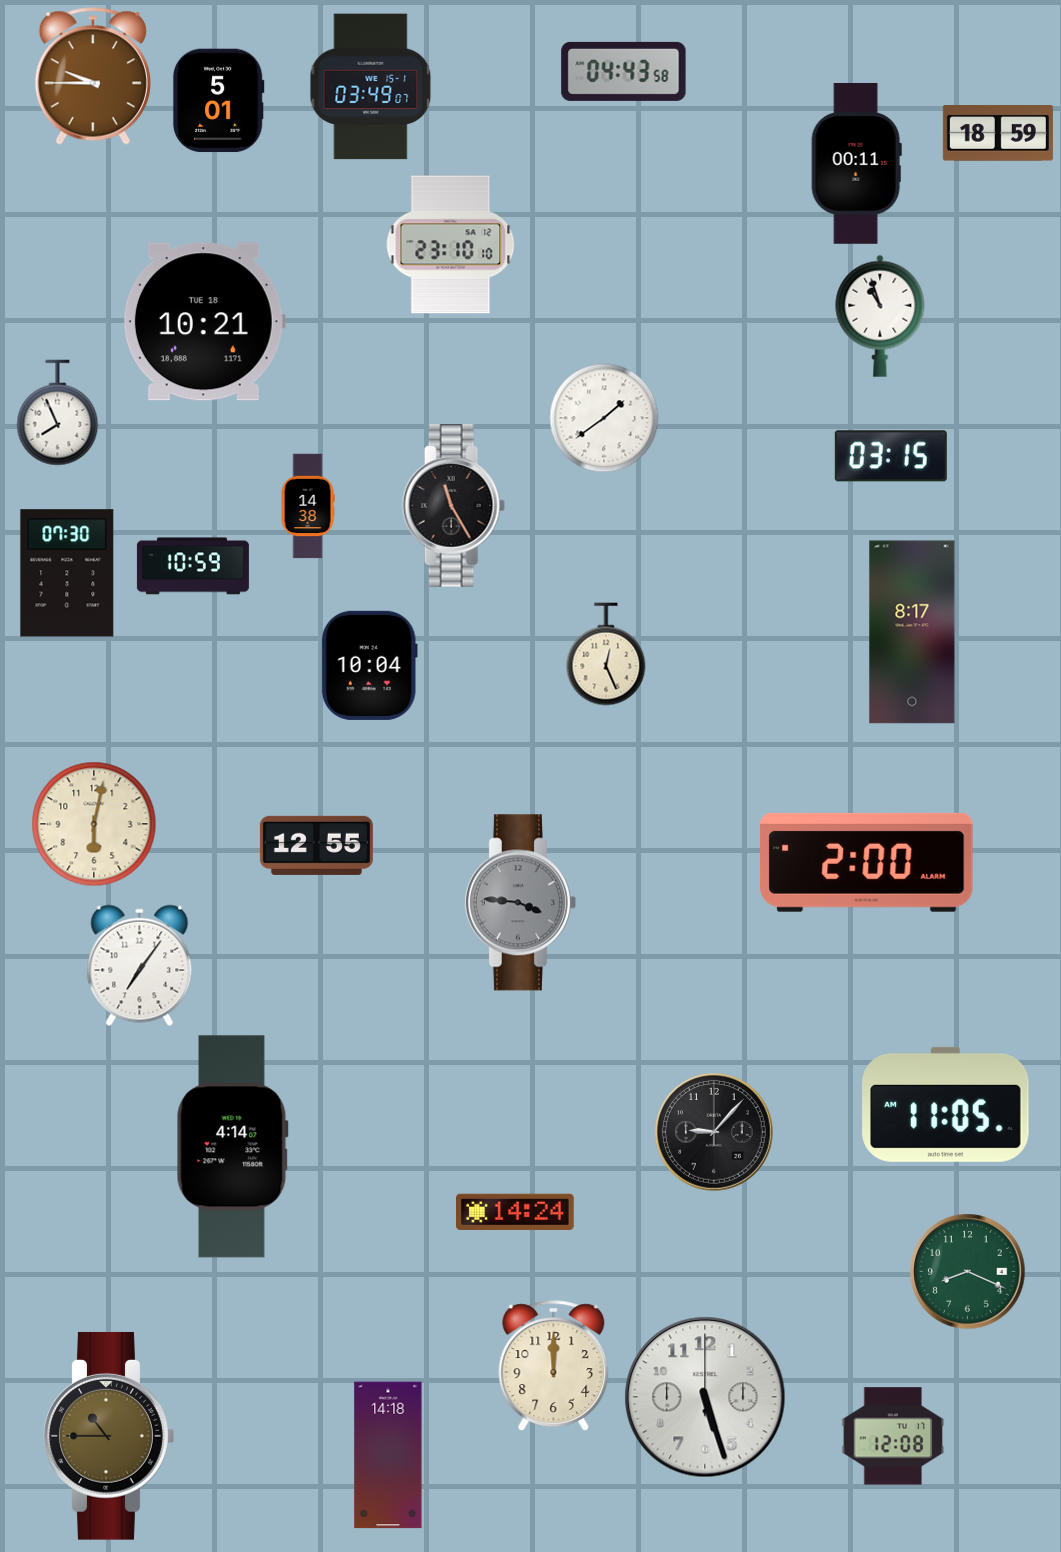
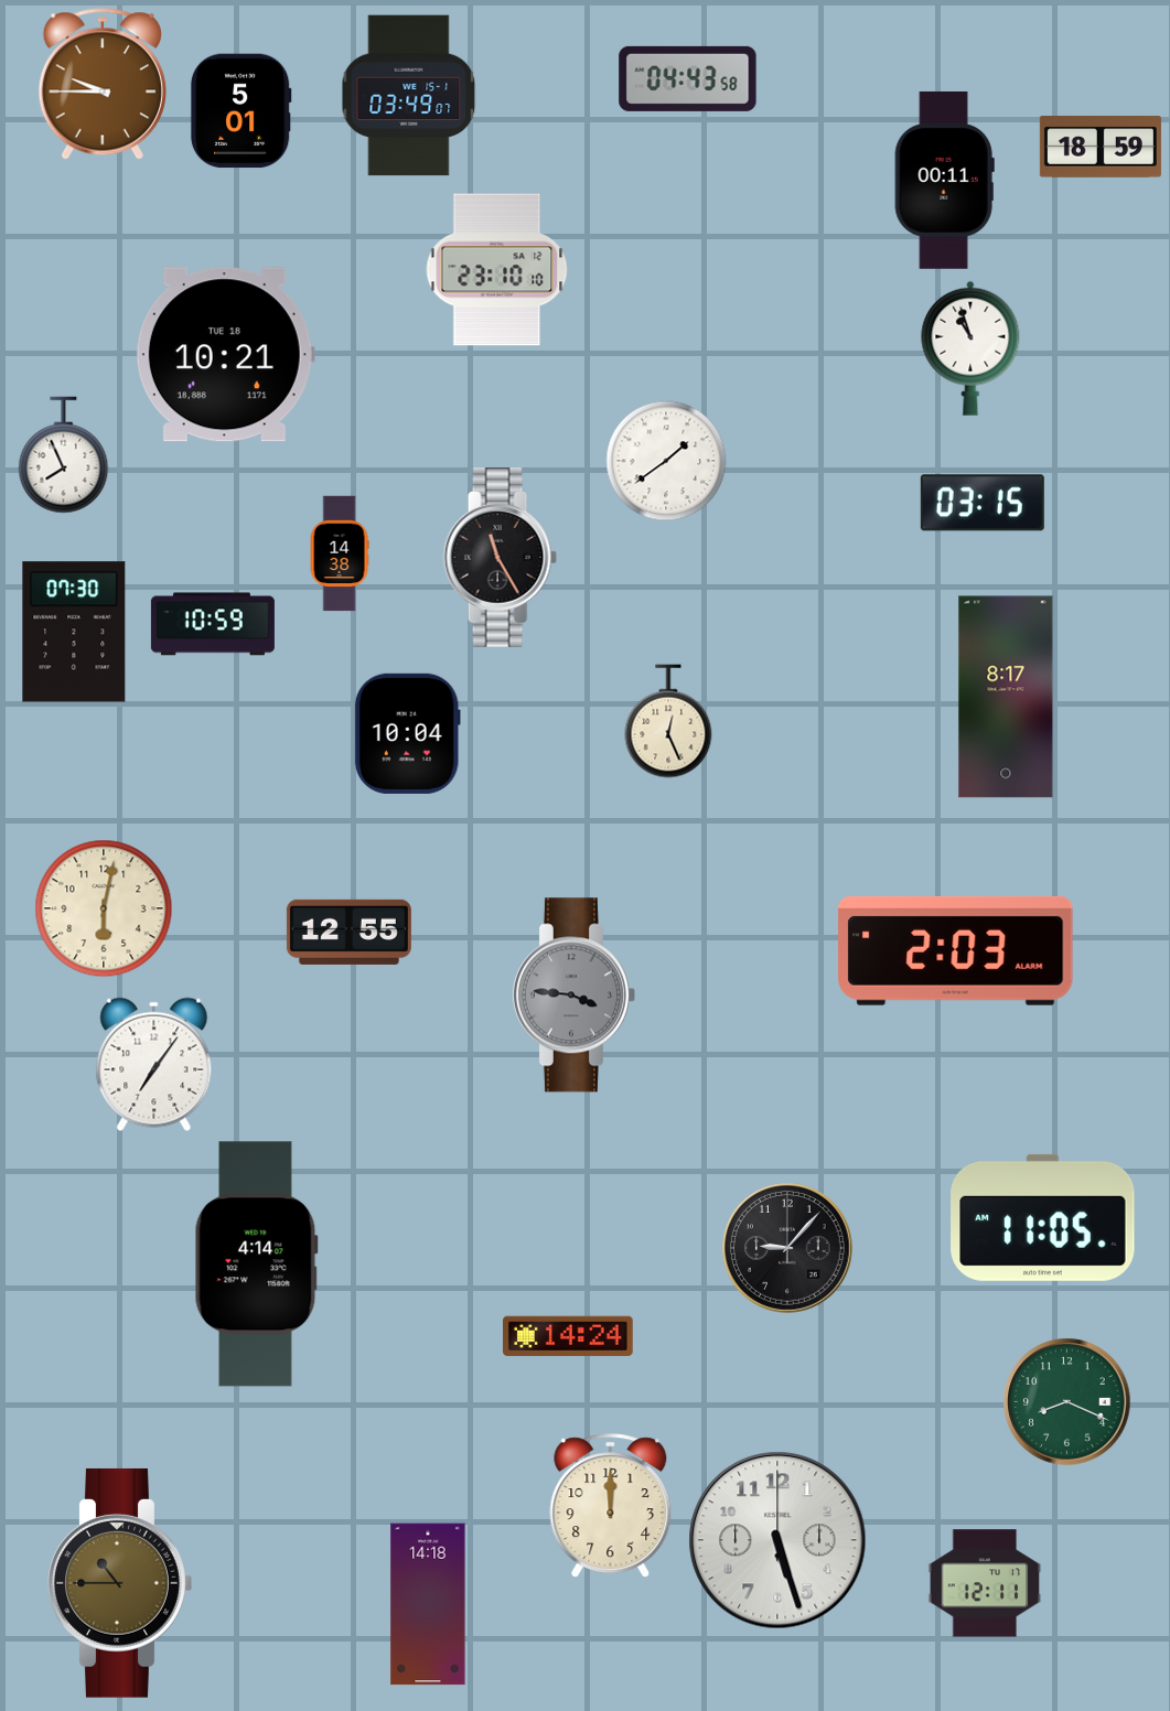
clock at (308, 506) position: (308, 506) -> (340, 553)
clock at (867, 862): 2:00 -> 2:03
clock at (893, 1436): 12:08 -> 12:11
